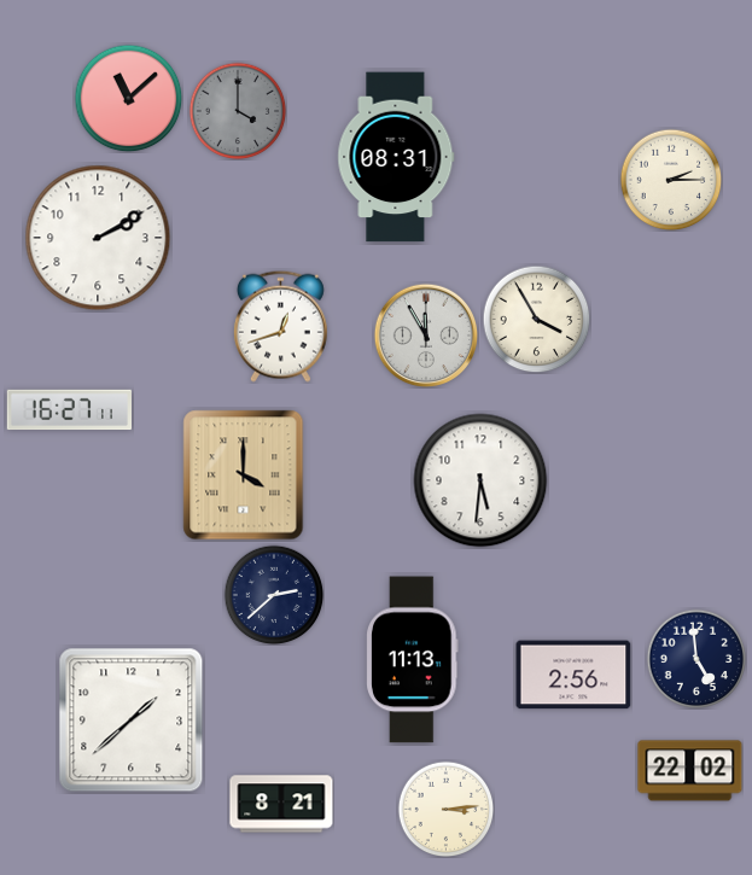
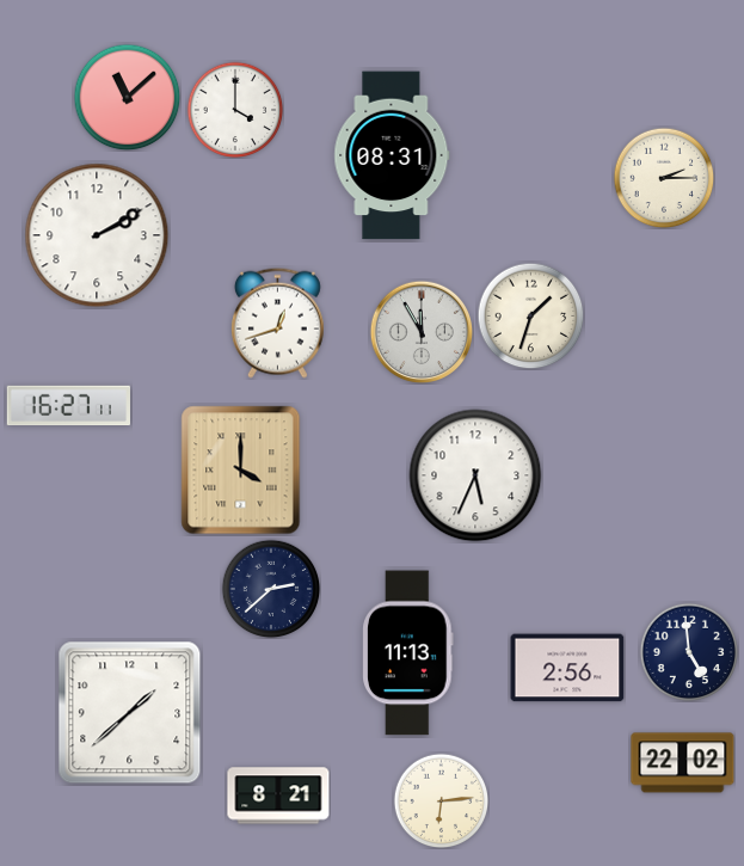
clock at (238, 111) dial: grey -> white
clock at (536, 319): 3:55 -> 1:33
clock at (480, 480): 5:31 -> 5:34
clock at (445, 809): 3:14 -> 6:14
